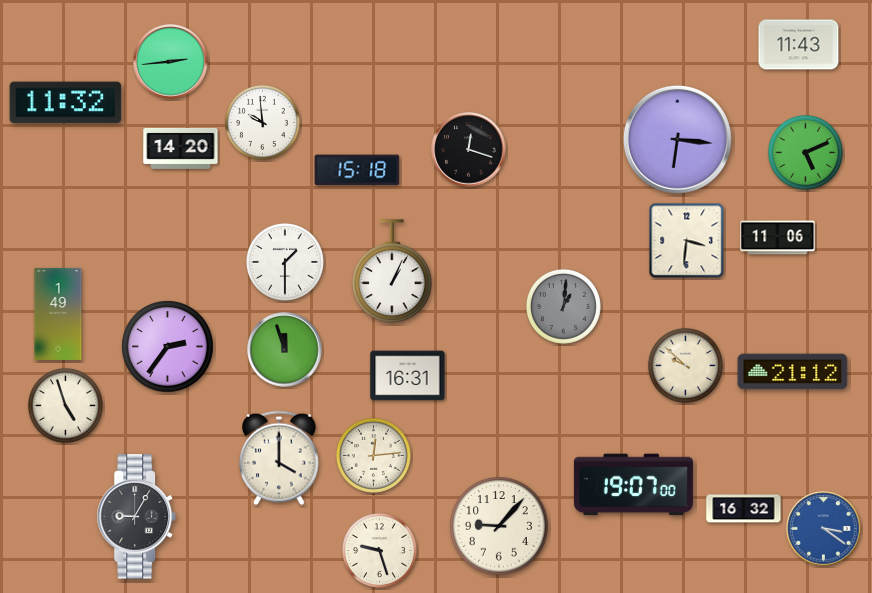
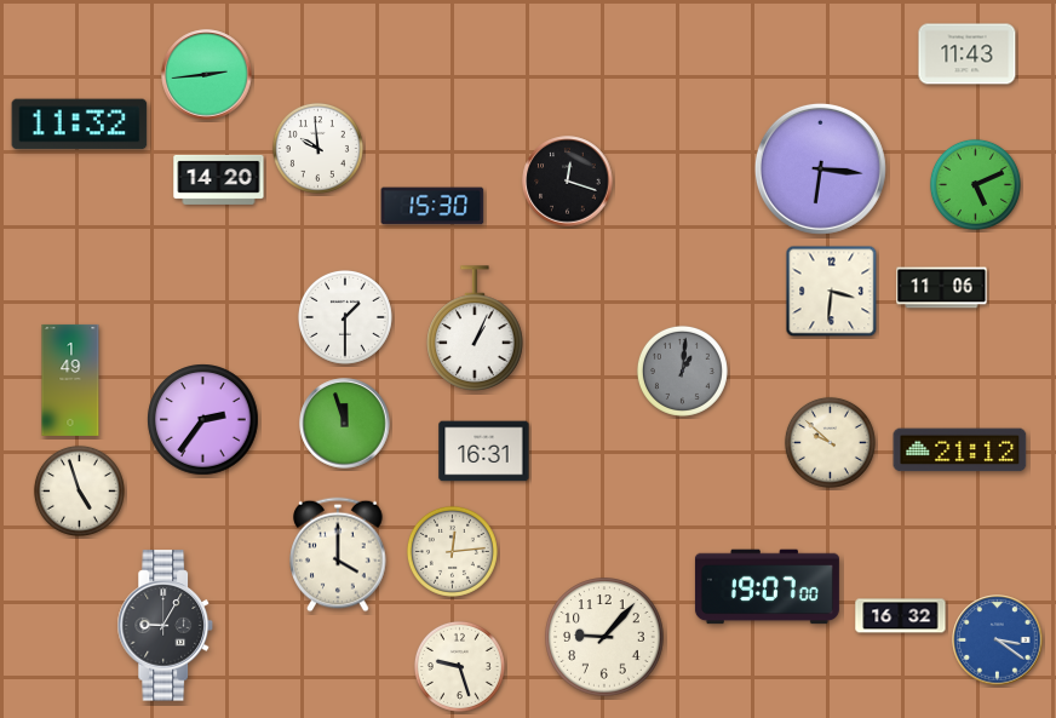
clock at (357, 170): 15:18 -> 15:30
clock at (408, 376) position: (408, 376) -> (484, 452)
